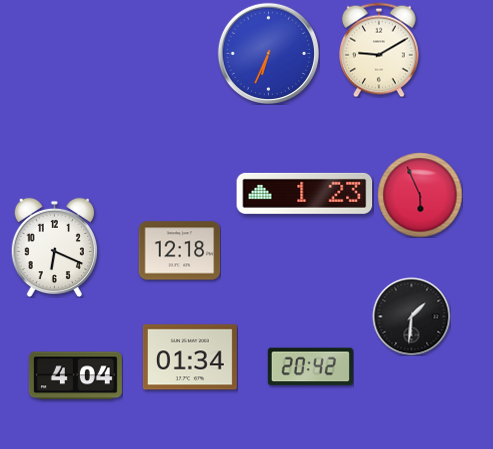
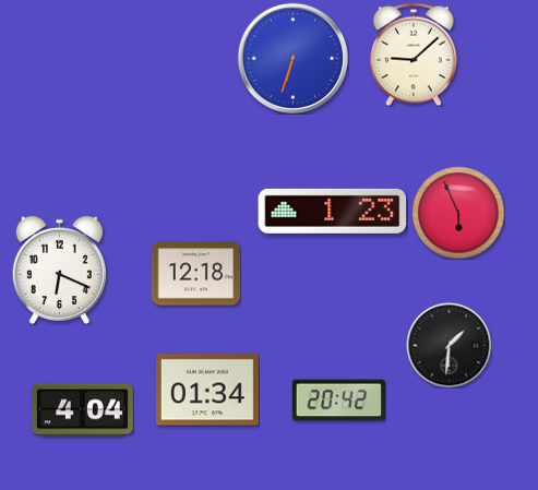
clock at (379, 50): 9:10 -> 9:08
clock at (268, 53): 6:34 -> 6:33
